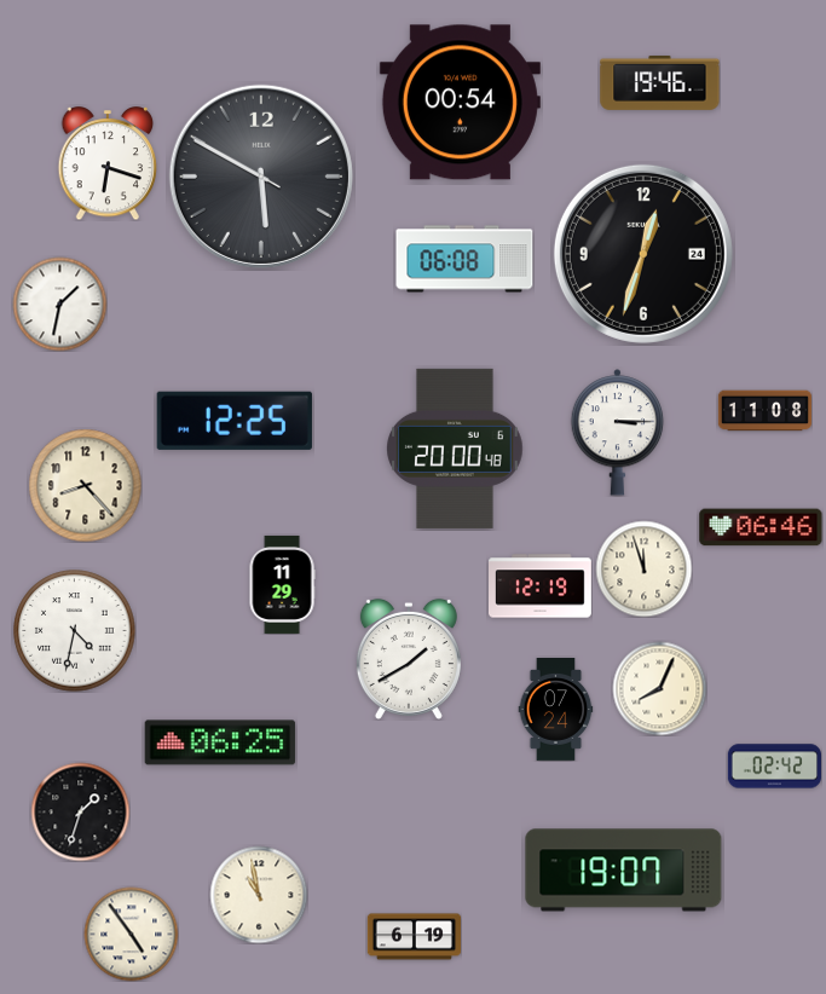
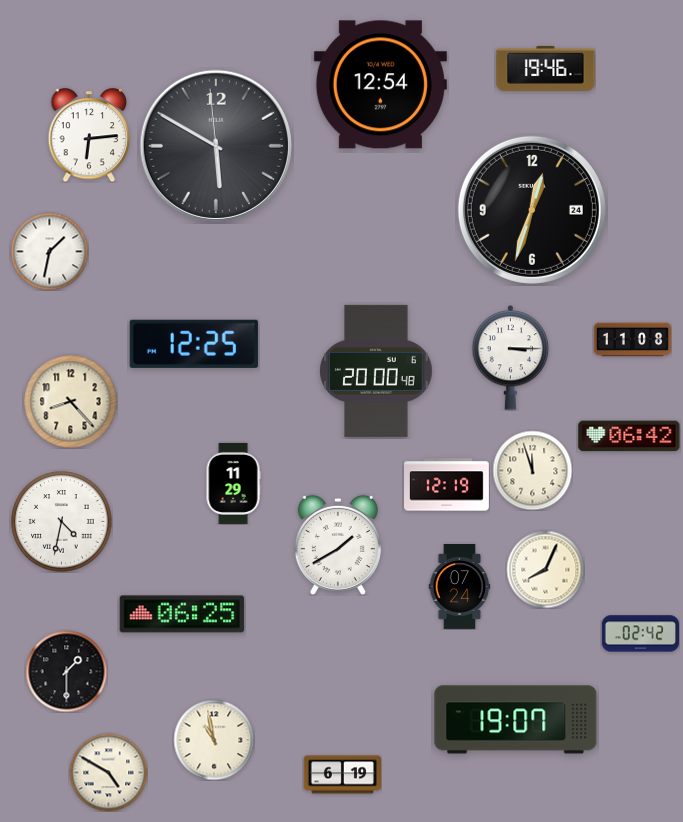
clock at (460, 103): 00:54 -> 12:54
clock at (108, 164): 6:18 -> 6:14
clock at (261, 177): 5:49:50 -> 5:49:59
clock at (464, 259): 06:08 -> none
clock at (235, 421) position: (235, 421) -> (194, 344)
clock at (761, 527): 06:46 -> 06:42
clock at (80, 811): 1:33 -> 1:30
clock at (131, 934): 4:54 -> 4:50
